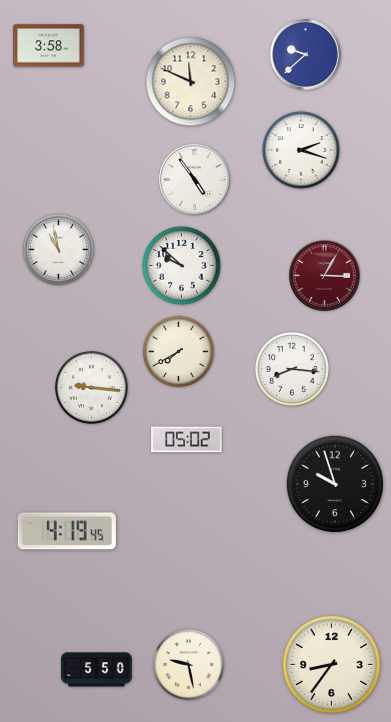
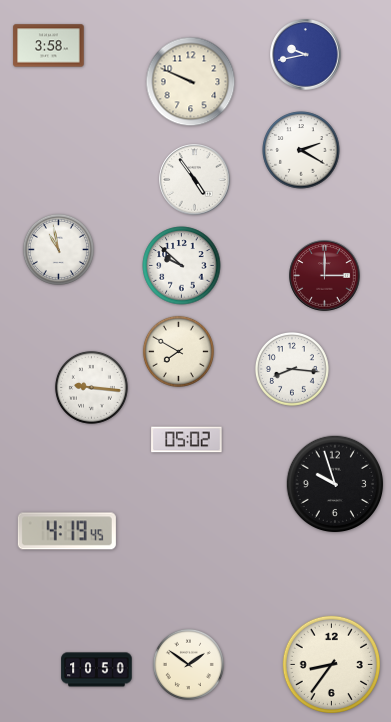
clock at (306, 55): 9:38 -> 9:43
clock at (191, 82): 11:49 -> 9:49
clock at (301, 150): 2:18 -> 2:20
clock at (325, 276): 3:05 -> 3:00
clock at (178, 351): 7:40 -> 7:50
clock at (188, 664): 9:28 -> 1:51
clock at (97, 670): 5:50 -> 10:50
